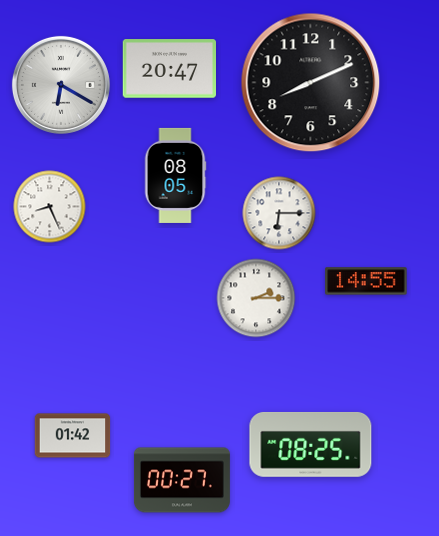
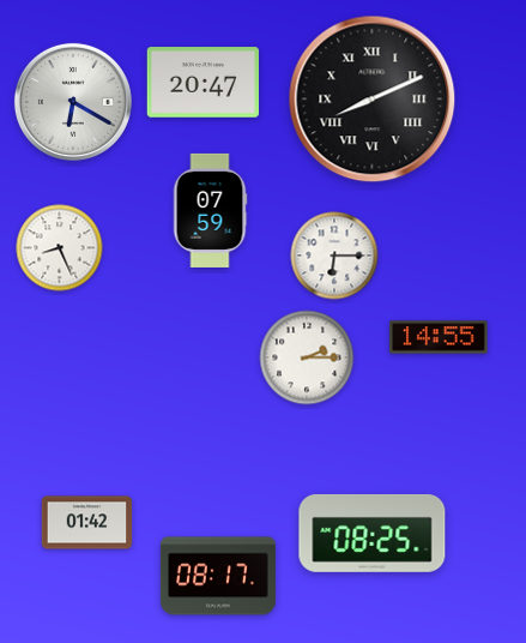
clock at (311, 83) numerals: Arabic -> Roman
clock at (175, 175): 08:05 -> 07:59
clock at (182, 480): 00:27 -> 08:17
